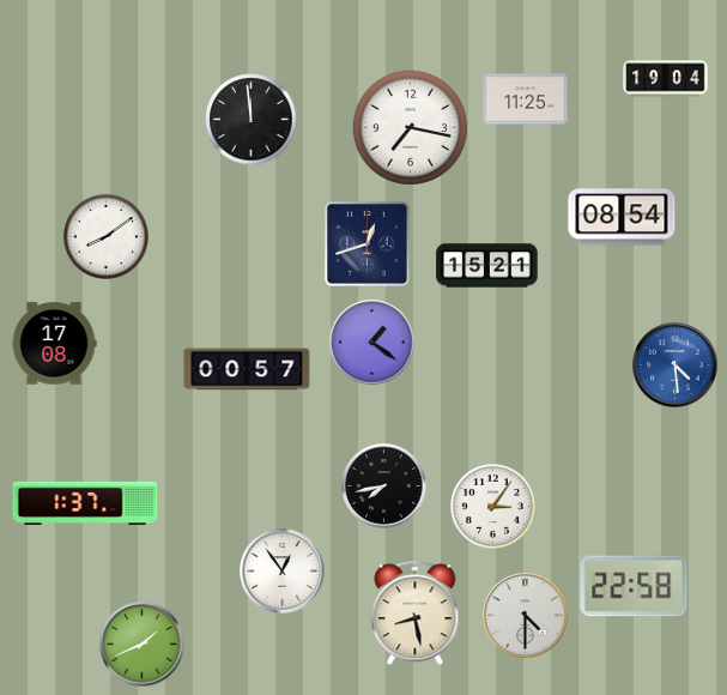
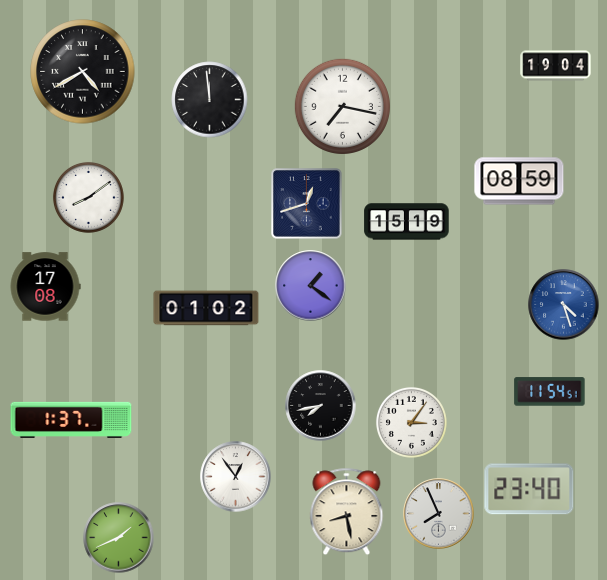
clock at (83, 72): none -> 4:40
clock at (526, 99): 11:25 -> none
clock at (622, 217): 08:54 -> 08:59
clock at (487, 266): 15:21 -> 15:19
clock at (675, 365): 4:29 -> 4:27
clock at (247, 369): 00:57 -> 01:02
clock at (550, 392): none -> 11:54
clock at (634, 586): 22:58 -> 23:40
clock at (526, 616): 4:30 -> 7:56
